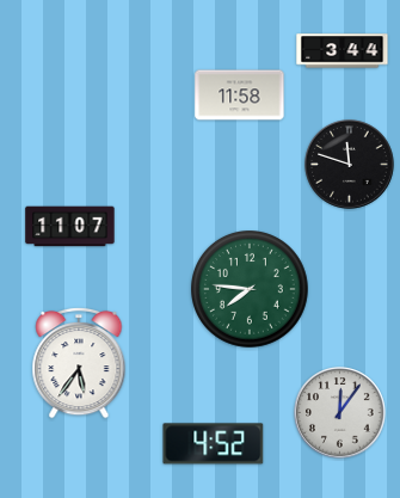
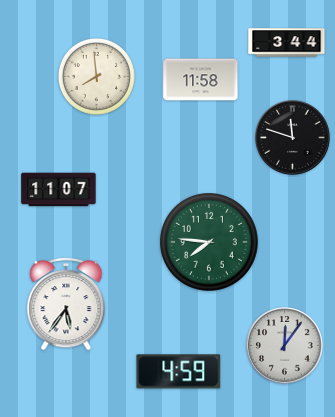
clock at (96, 76): none -> 7:59
clock at (214, 444): 4:52 -> 4:59
